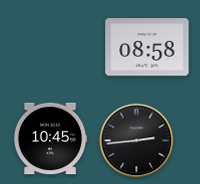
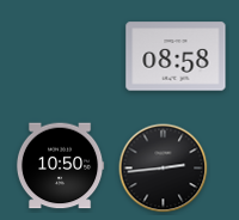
clock at (50, 139): 10:45 -> 10:50
